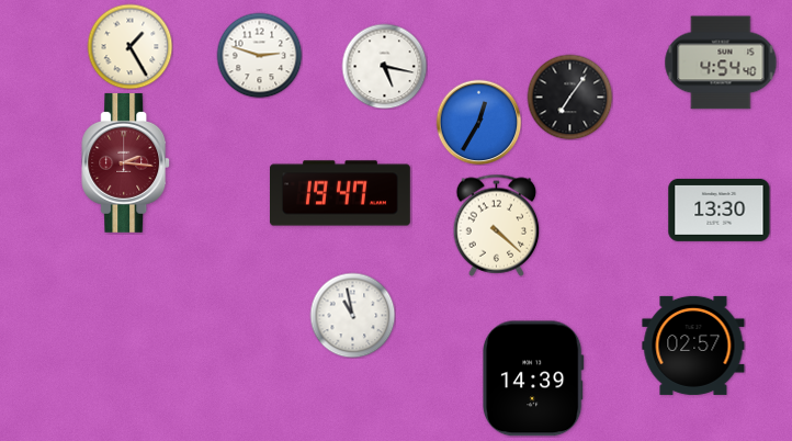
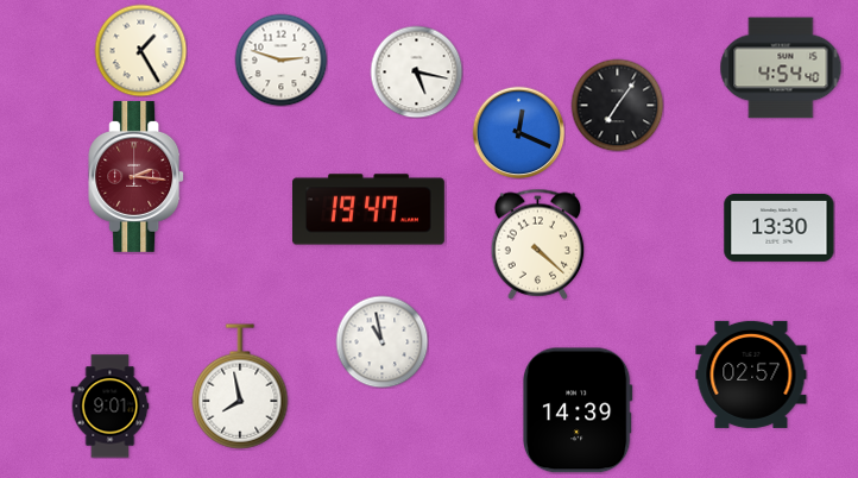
clock at (478, 122): 12:35 -> 12:19
clock at (240, 386): none -> 7:58
clock at (111, 407): none -> 9:01
